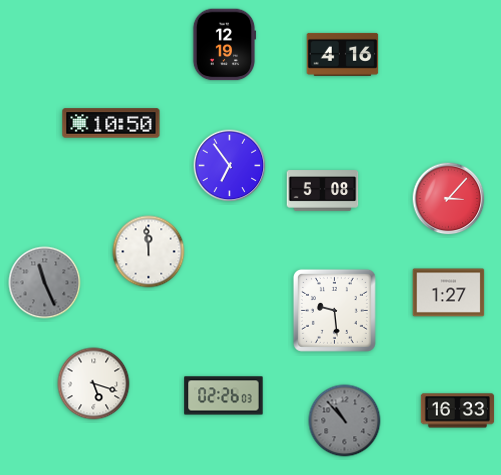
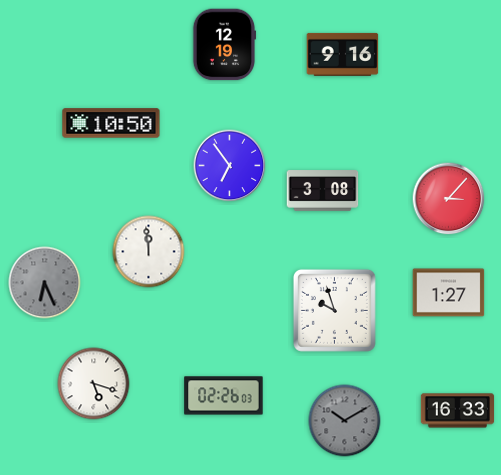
clock at (343, 54): 4:16 -> 9:16
clock at (323, 191): 5:08 -> 3:08
clock at (45, 283): 11:26 -> 6:26
clock at (334, 310): 9:29 -> 9:57
clock at (345, 421): 10:53 -> 10:10
